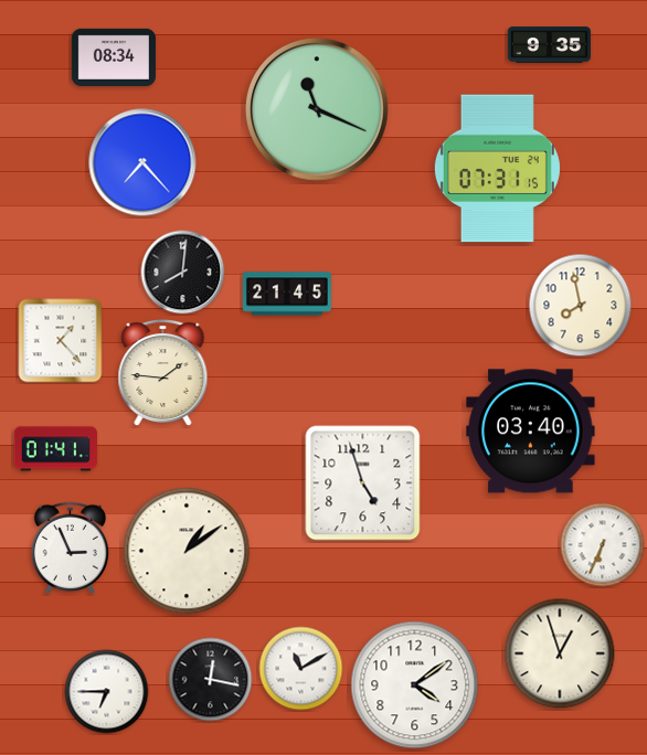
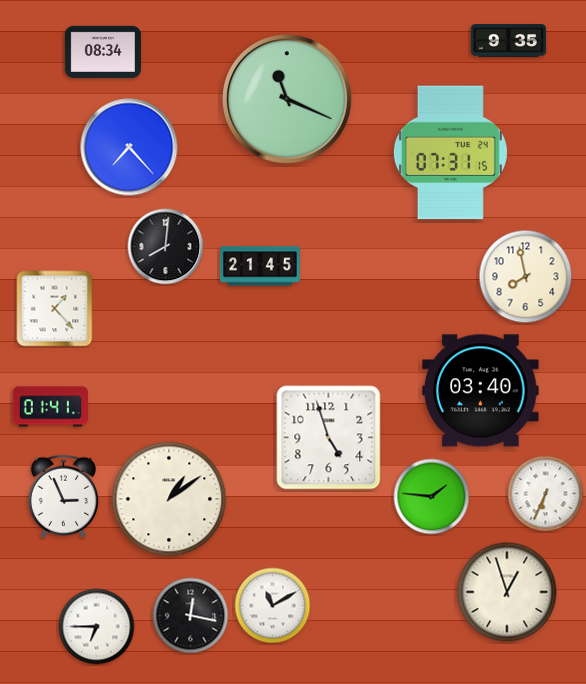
clock at (549, 45) position: (549, 45) -> (508, 41)
clock at (163, 373): 1:46 -> none
clock at (432, 497): none -> 1:46
clock at (415, 685): 4:09 -> none
